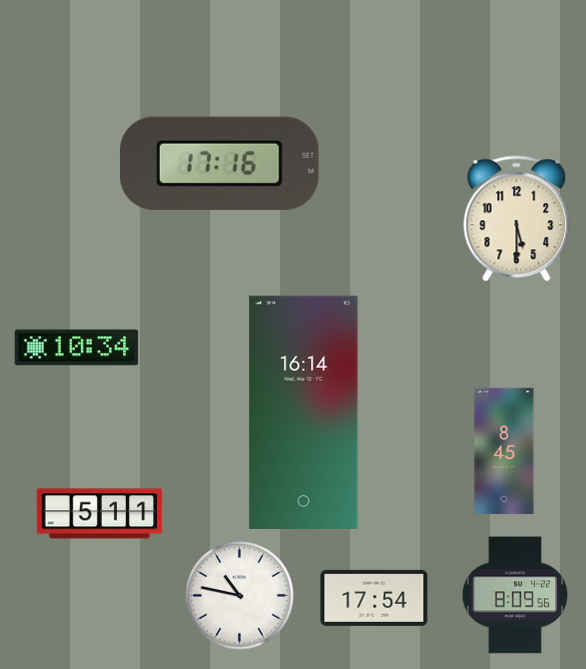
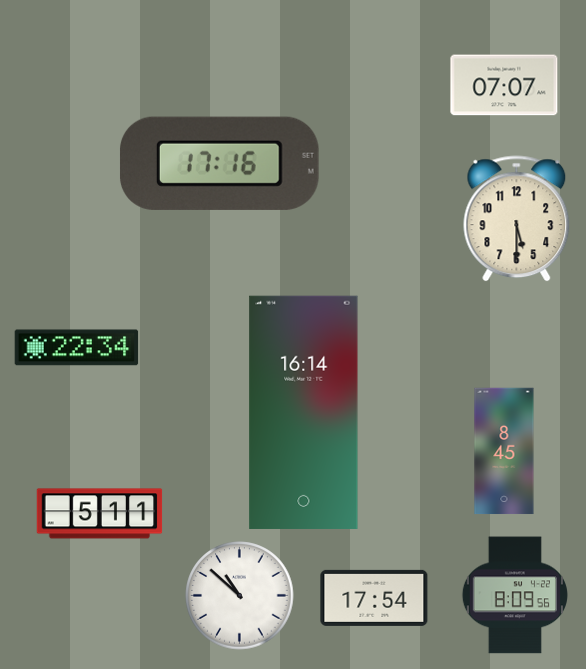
clock at (504, 85): none -> 07:07
clock at (77, 348): 10:34 -> 22:34
clock at (240, 596): 10:47 -> 10:52
